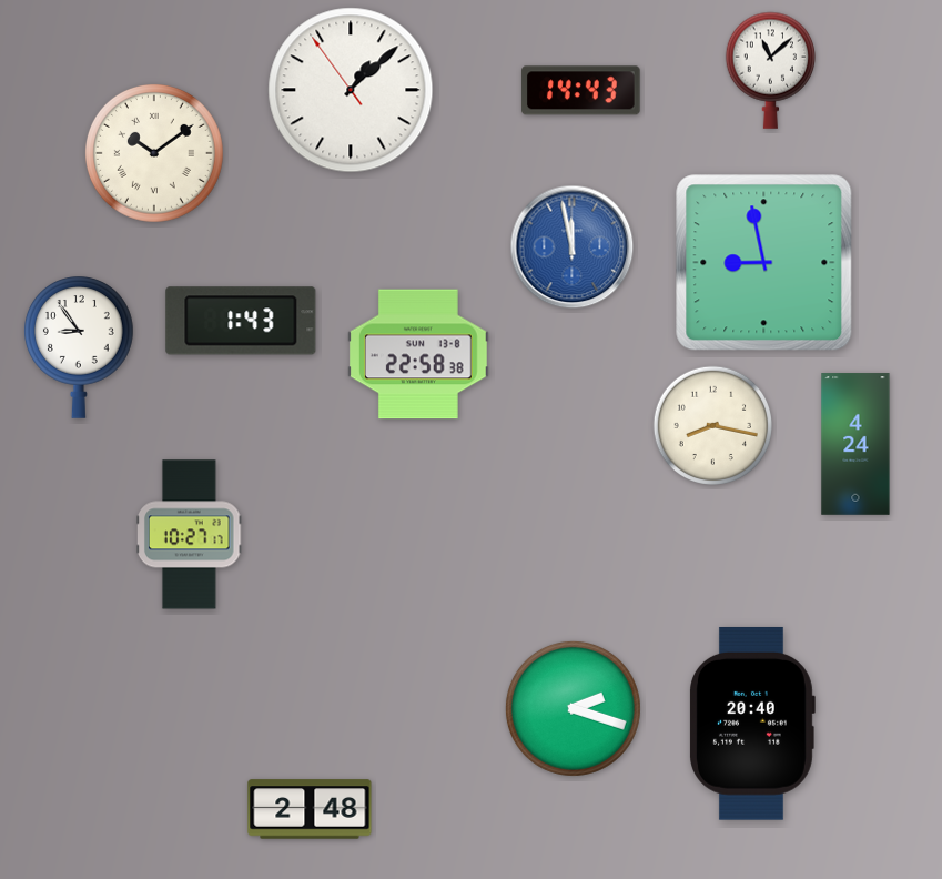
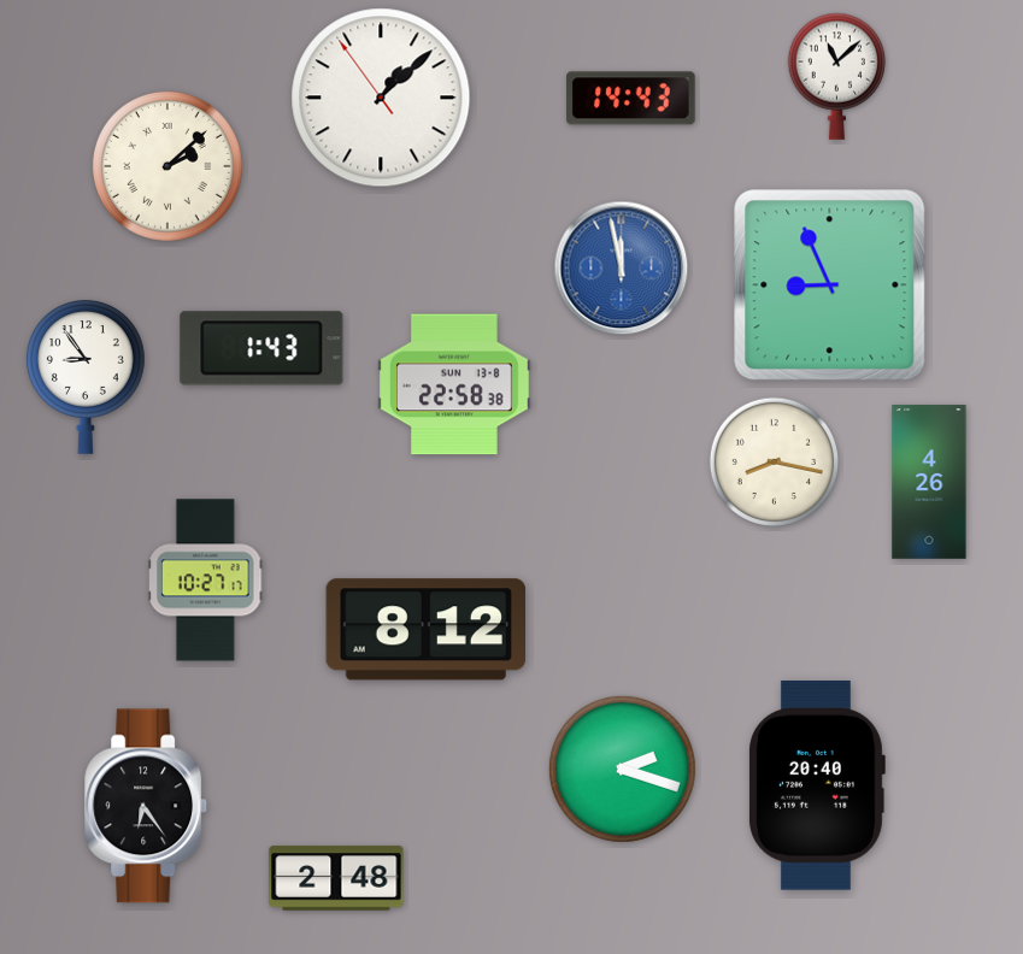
clock at (154, 153): 10:09 -> 2:08
clock at (764, 263): 8:58 -> 8:56
clock at (855, 444): 4:24 -> 4:26
clock at (425, 630): none -> 8:12
clock at (147, 806): none -> 6:24
